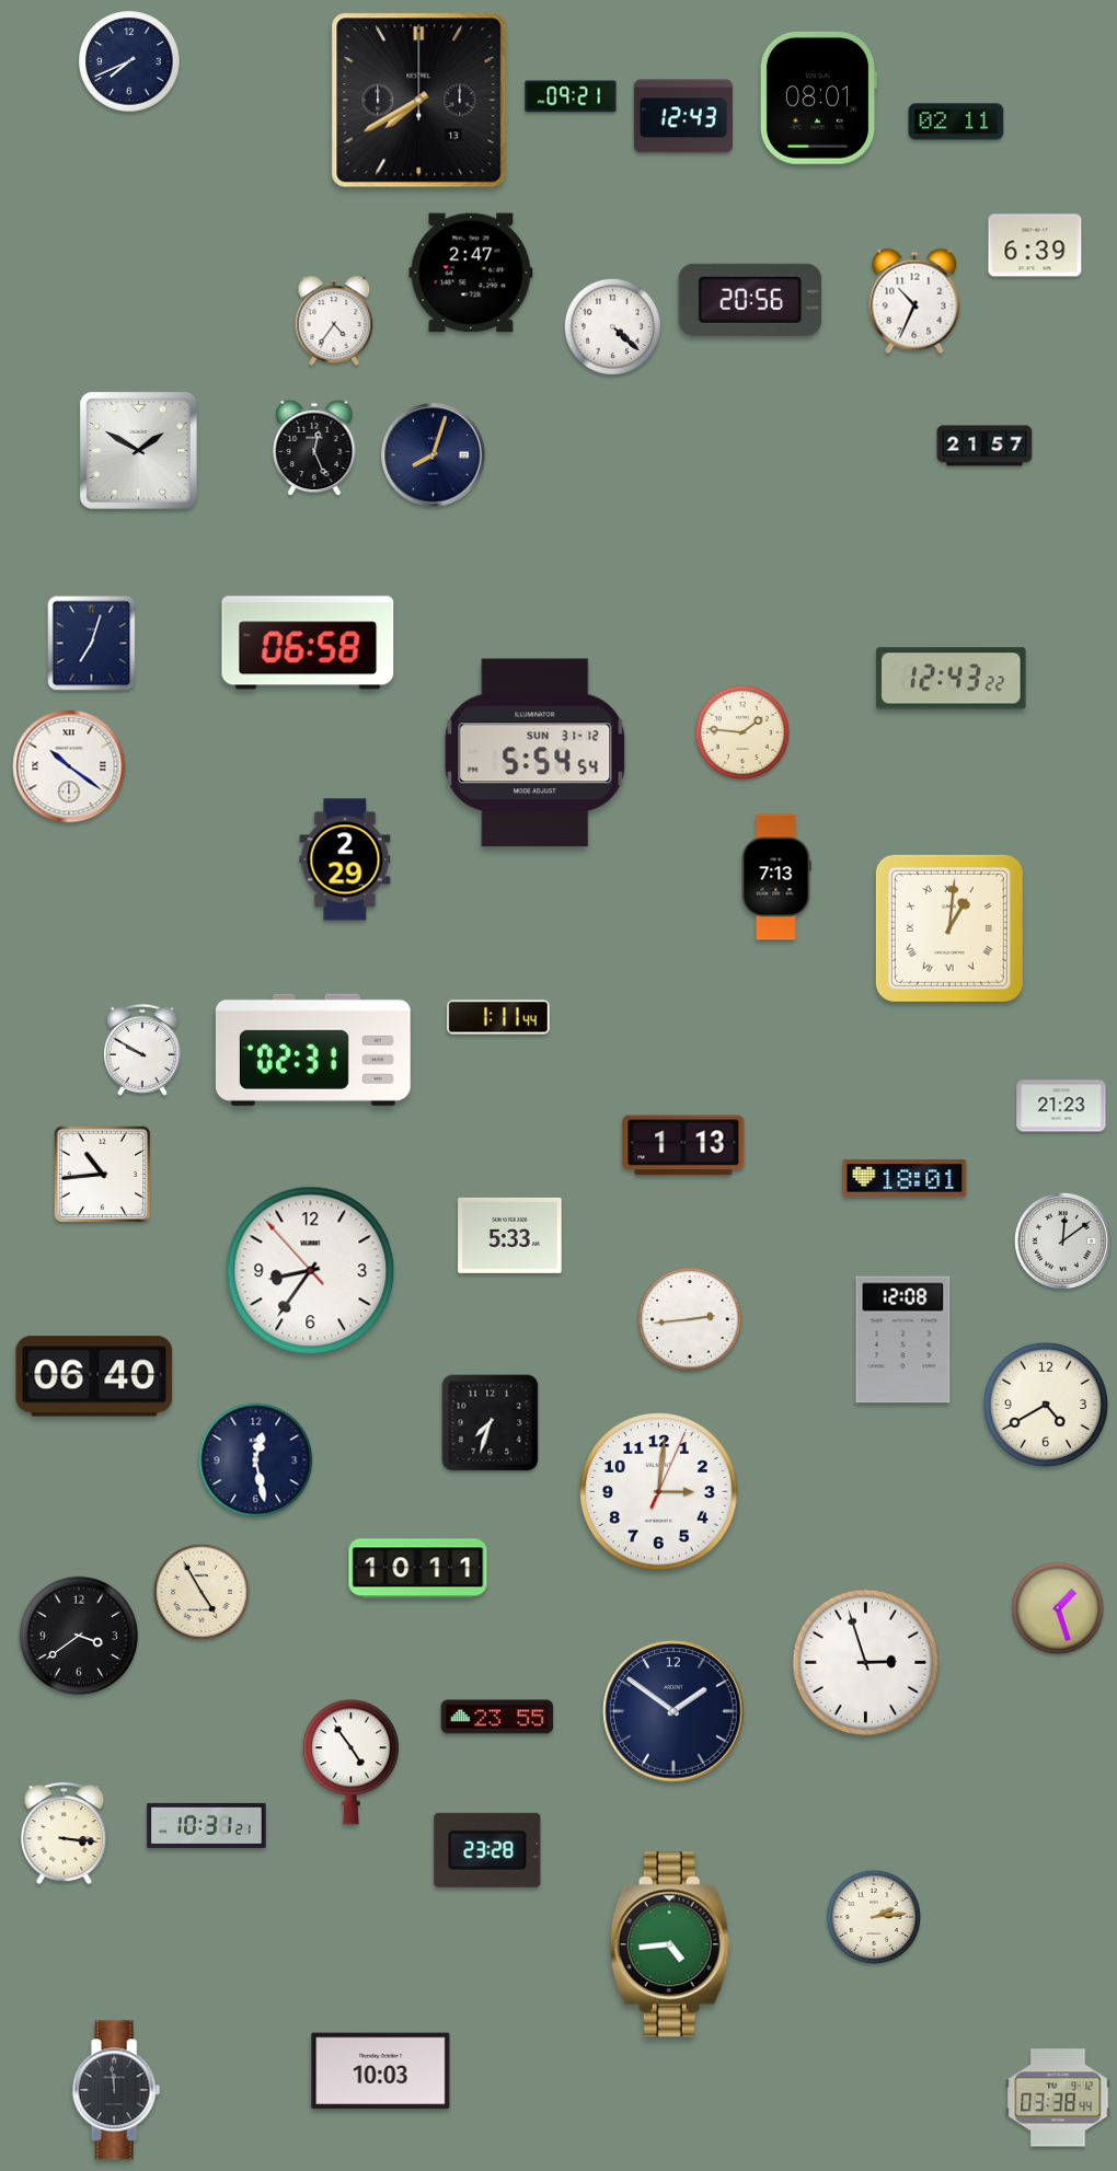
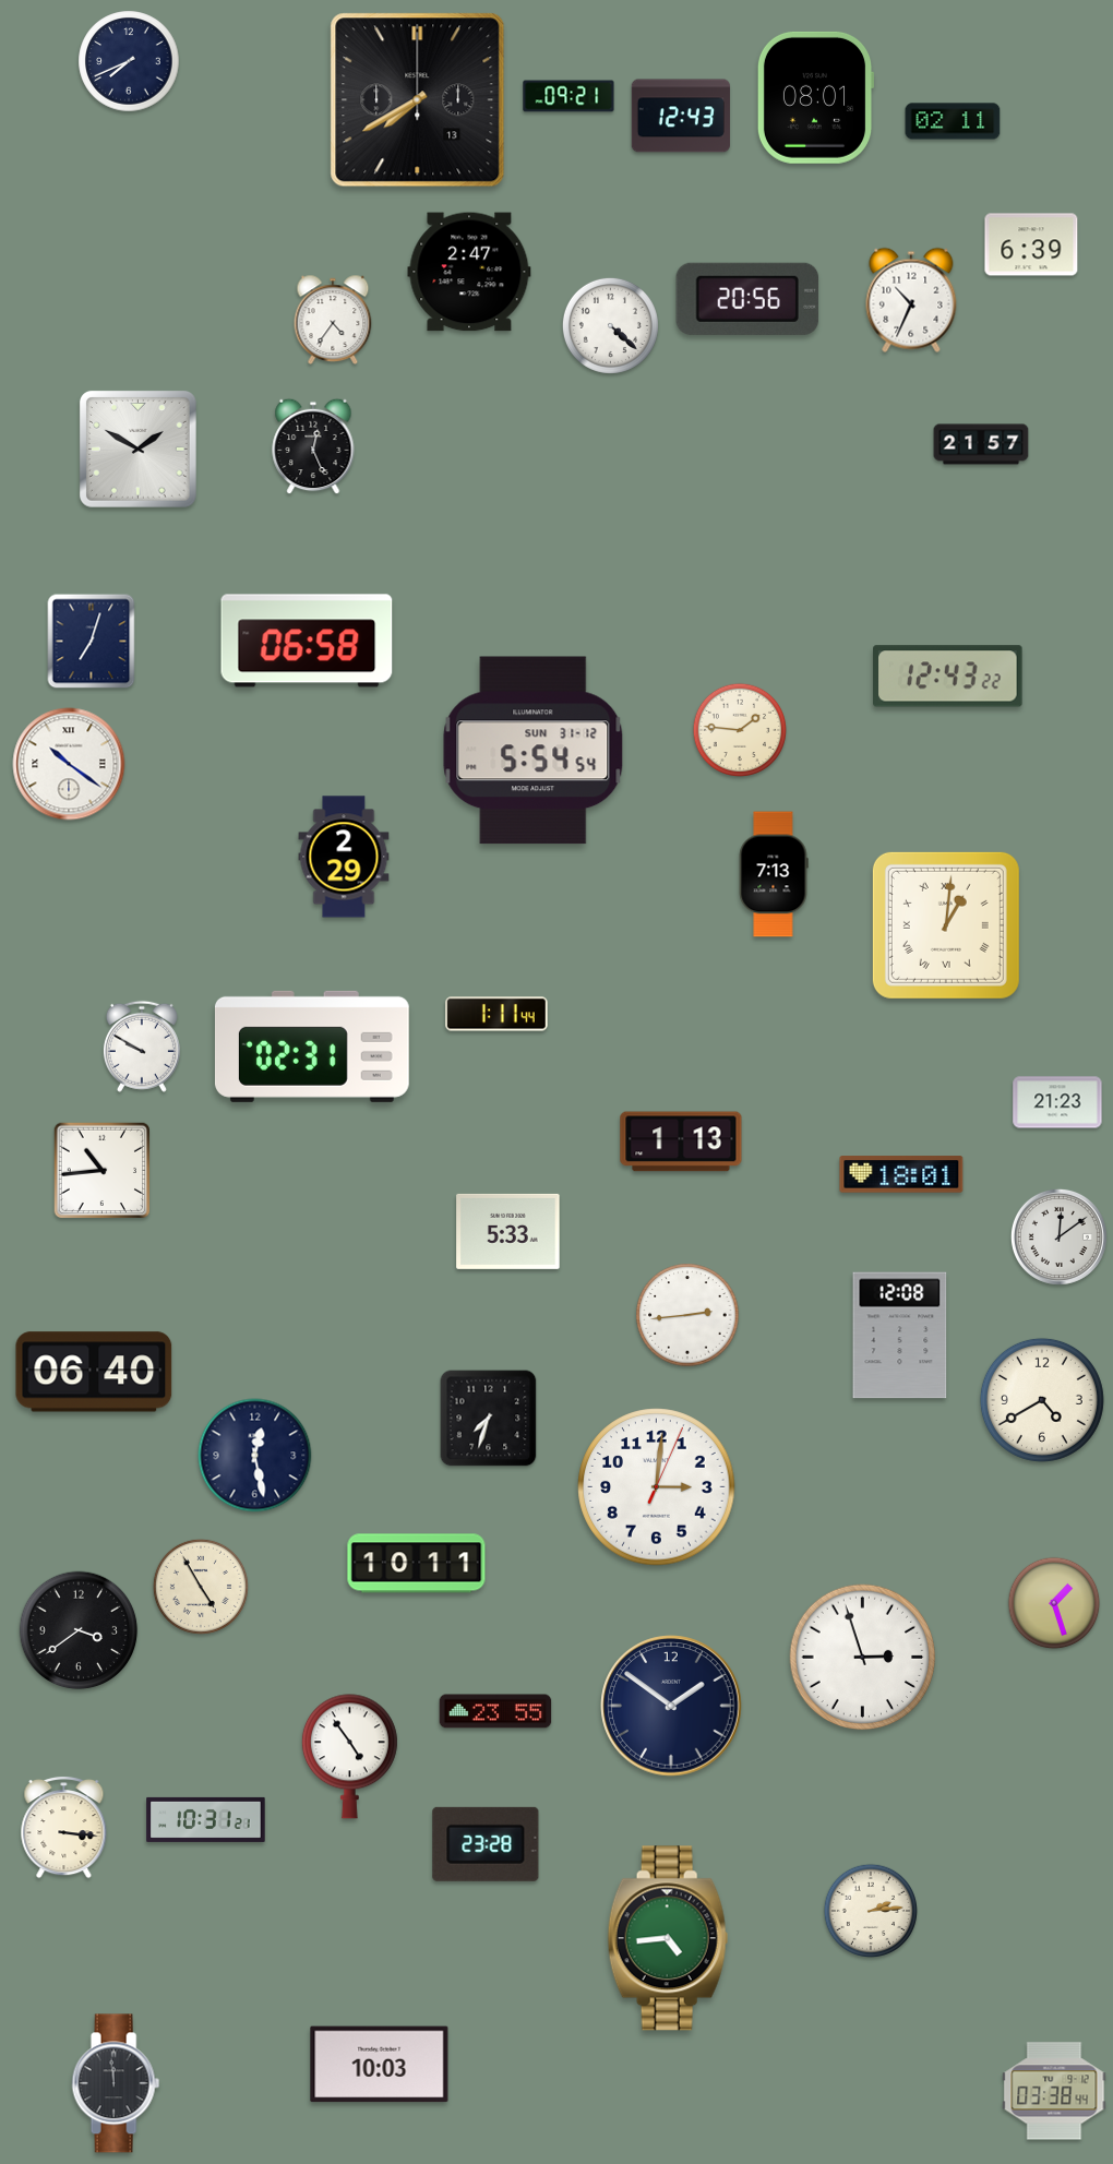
clock at (434, 455): 8:03 -> none
clock at (311, 1271): 8:35 -> none
